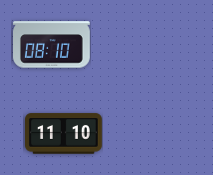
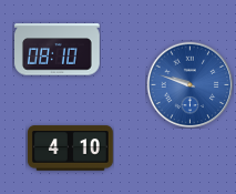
clock at (189, 84): none -> 9:48
clock at (64, 134): 11:10 -> 4:10
